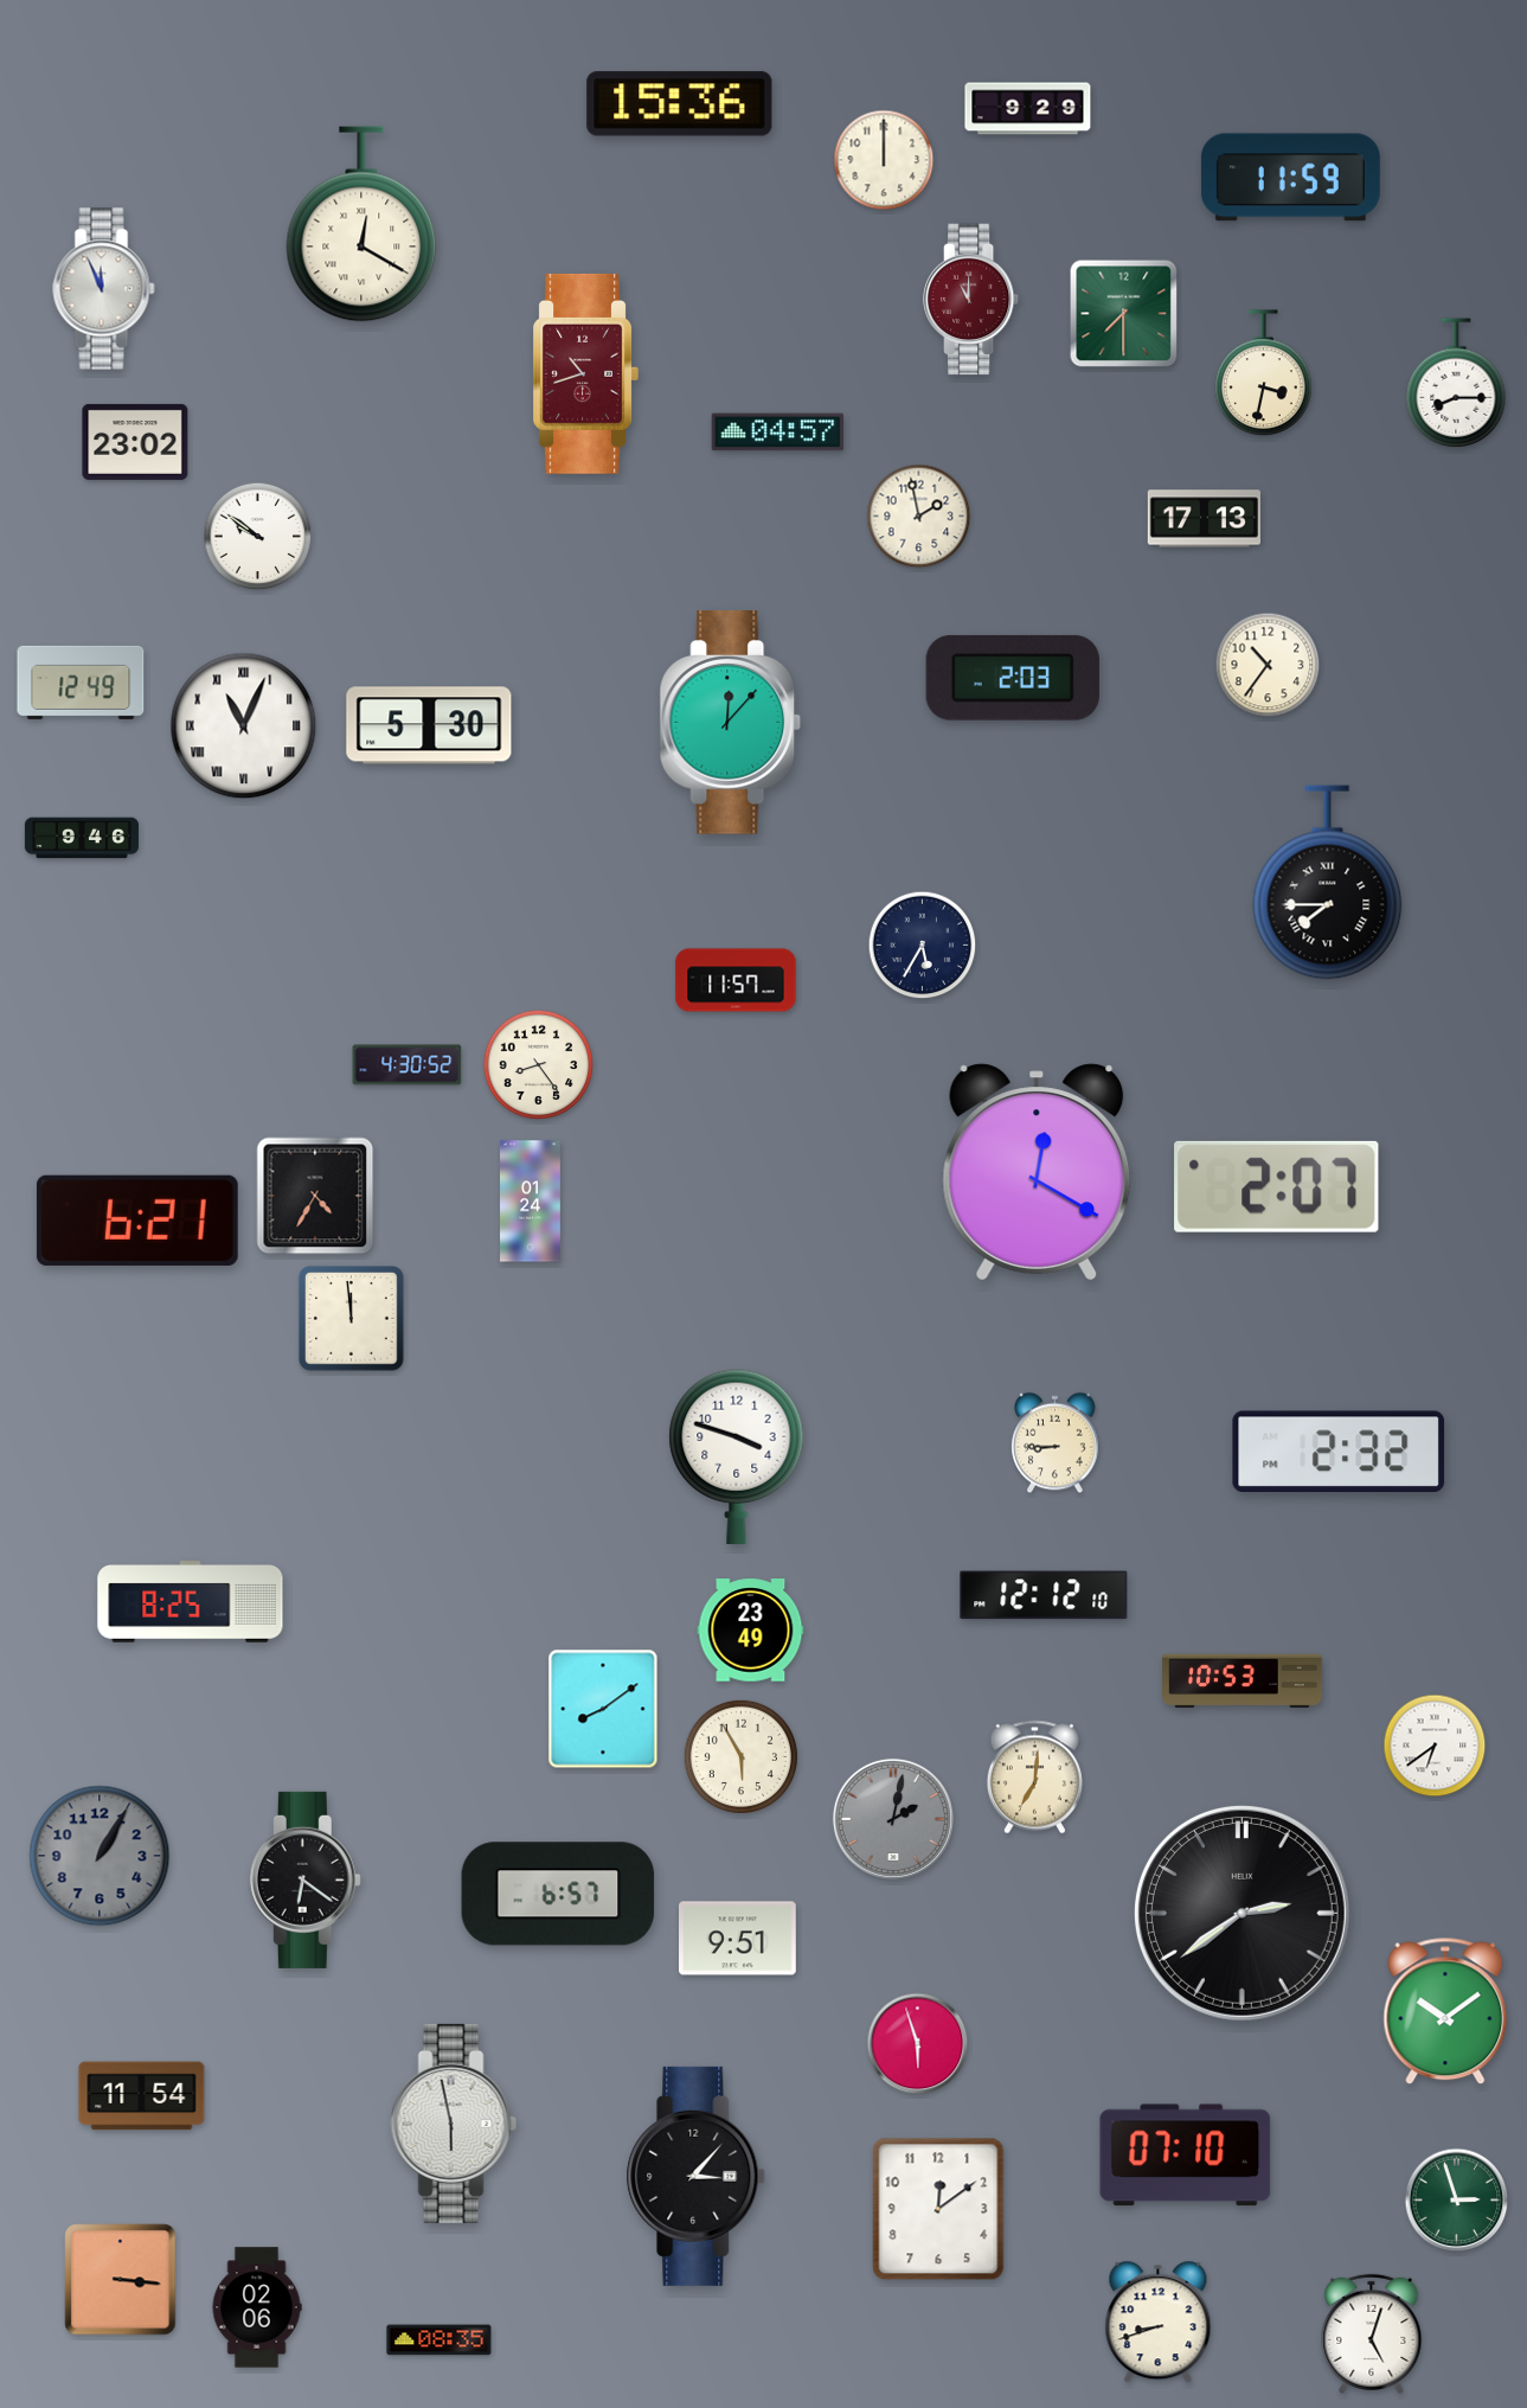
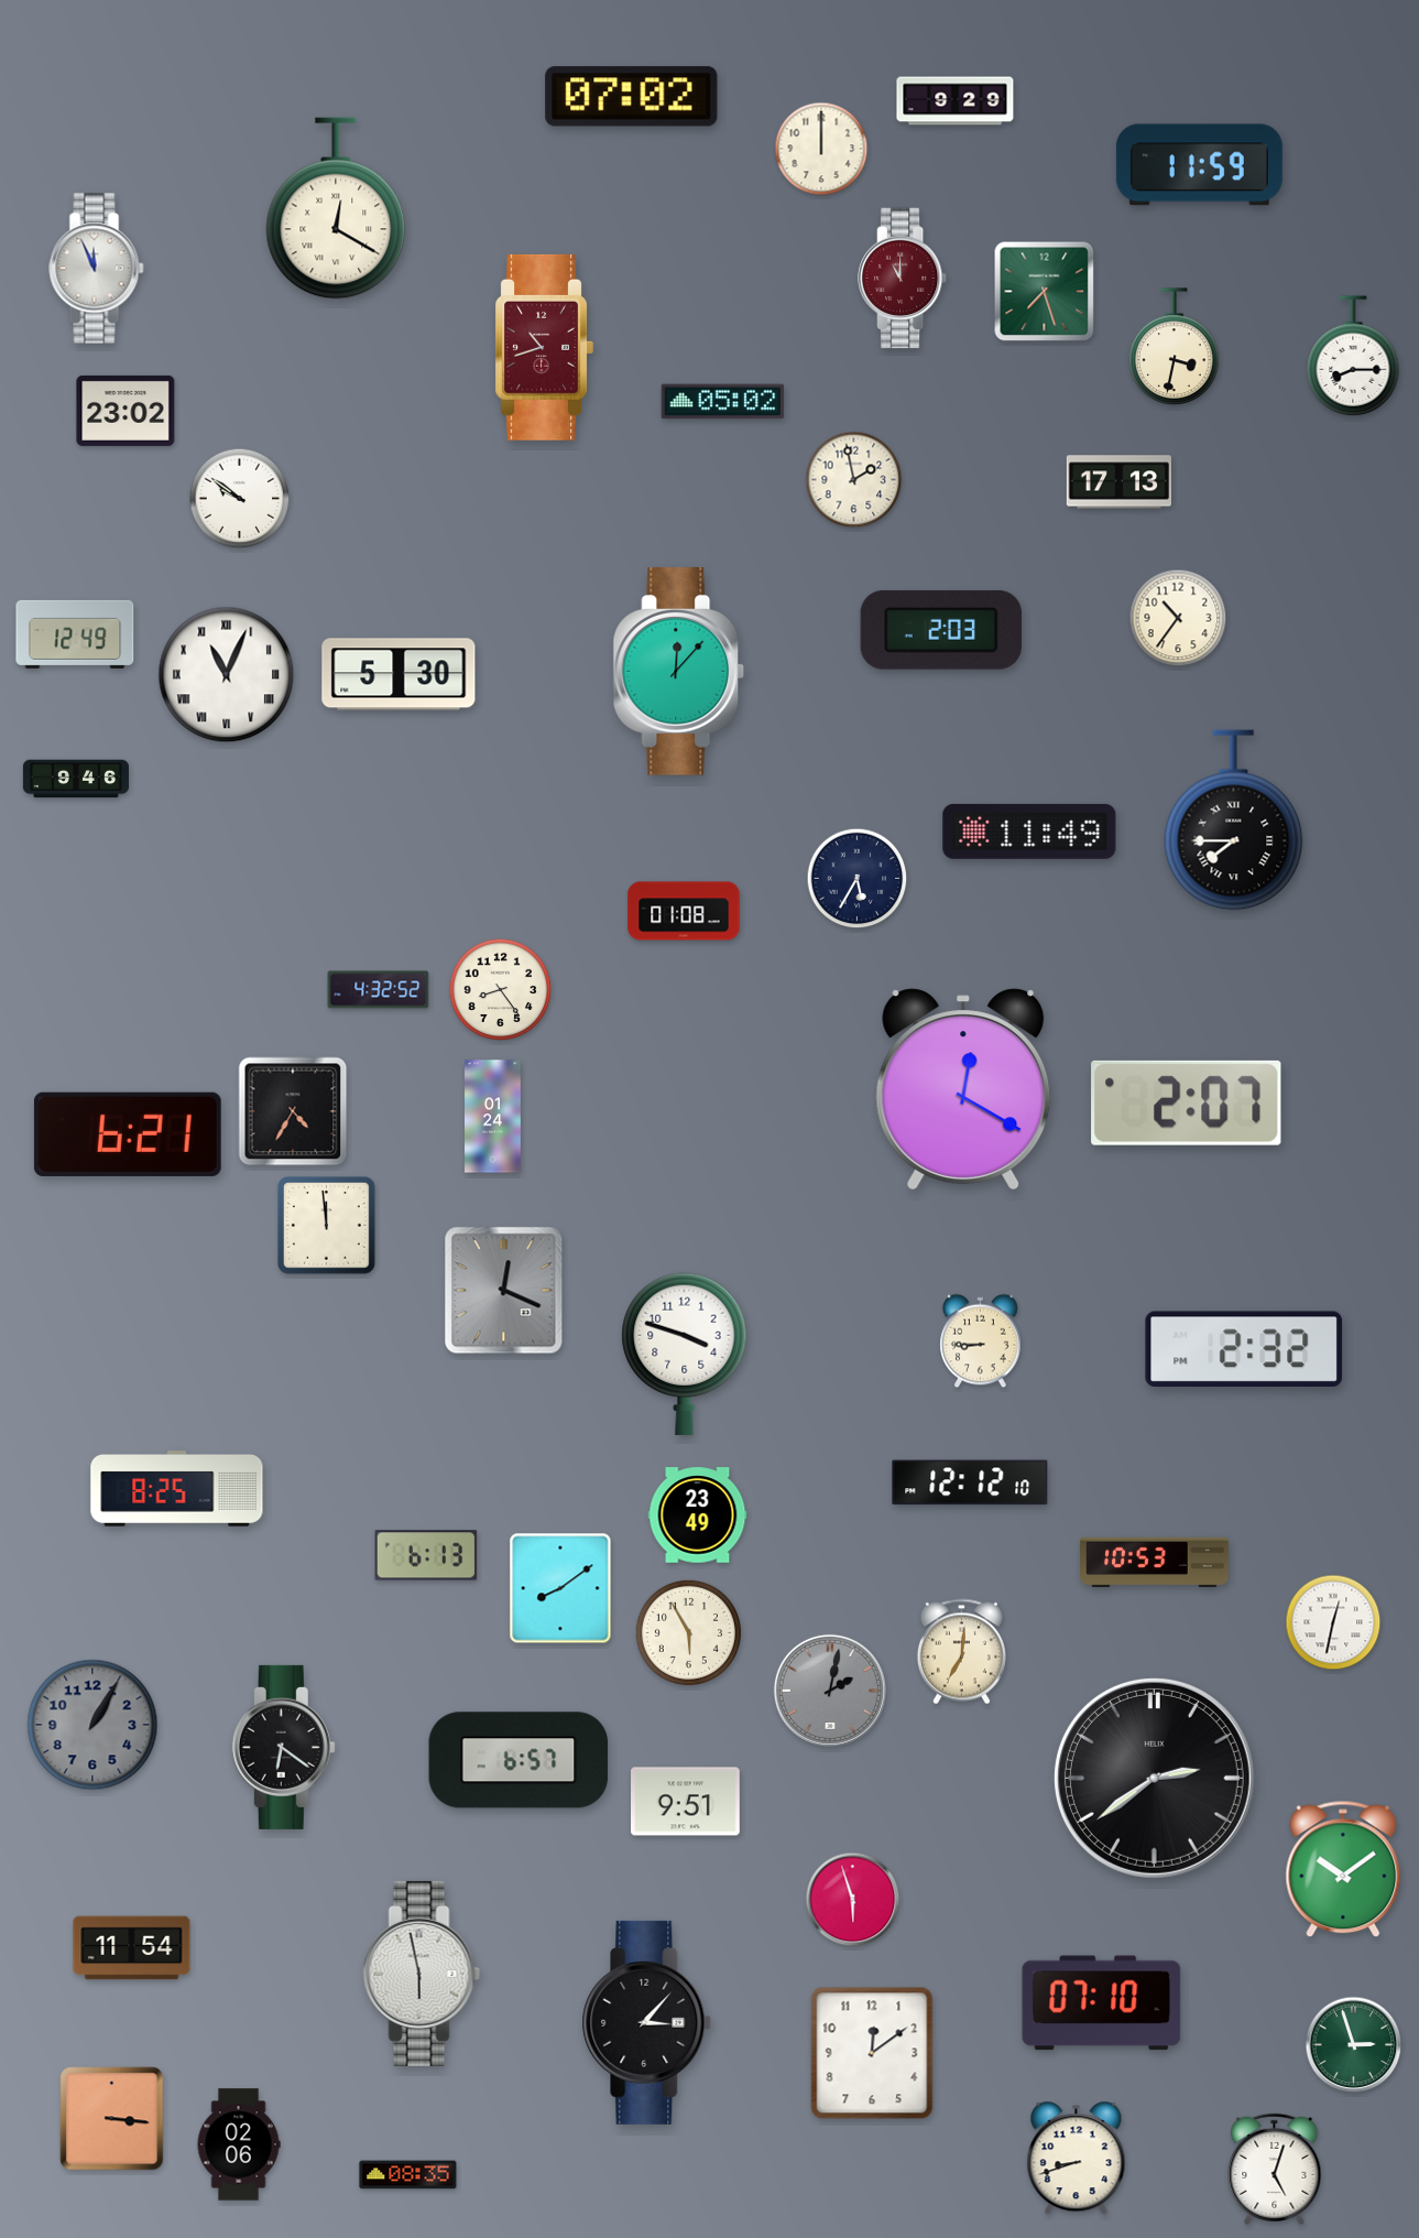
clock at (680, 104): 15:36 -> 07:02
clock at (1124, 314): 7:30 -> 7:27
clock at (778, 433): 04:57 -> 05:02
clock at (1029, 832): none -> 11:49
clock at (736, 980): 11:57 -> 01:08
clock at (408, 1065): 4:30 -> 4:32
clock at (504, 1291): none -> 12:19
clock at (426, 1555): none -> 6:13
clock at (1435, 1746): 6:39 -> 12:32
